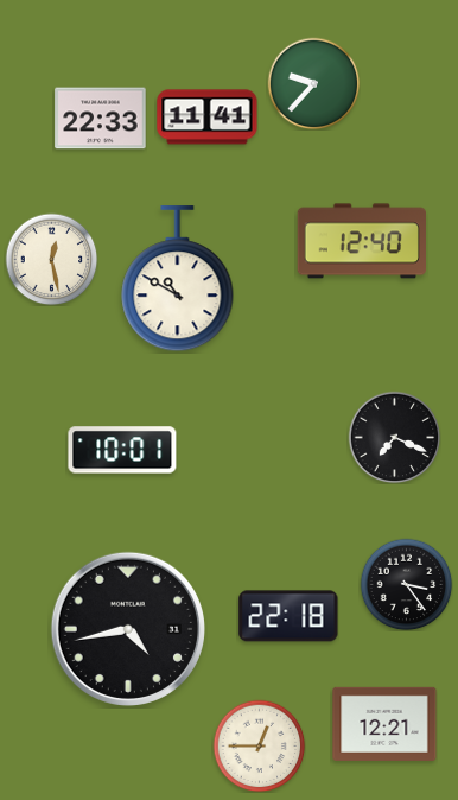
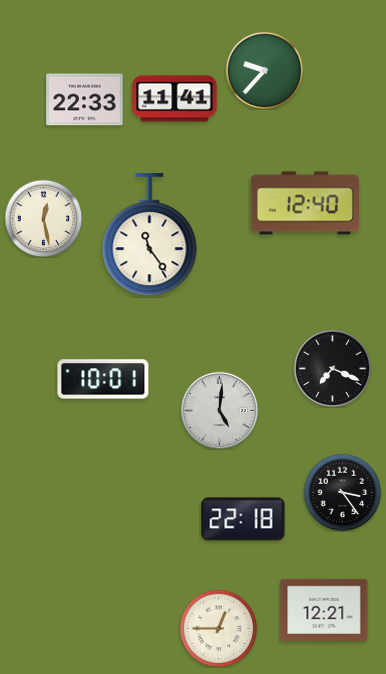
clock at (178, 279): 10:50 -> 11:24
clock at (219, 410): none -> 5:01
clock at (127, 628): 4:43 -> none
